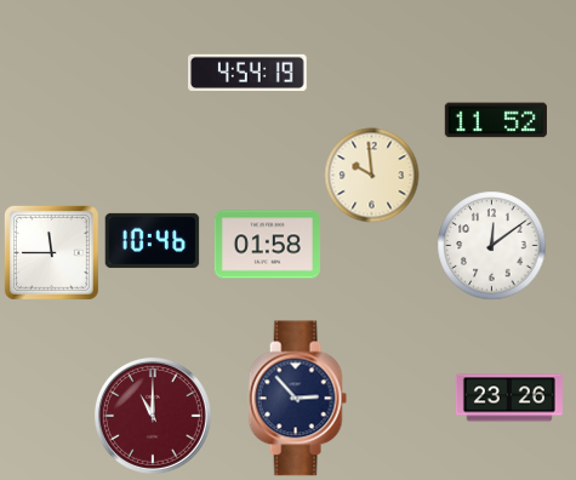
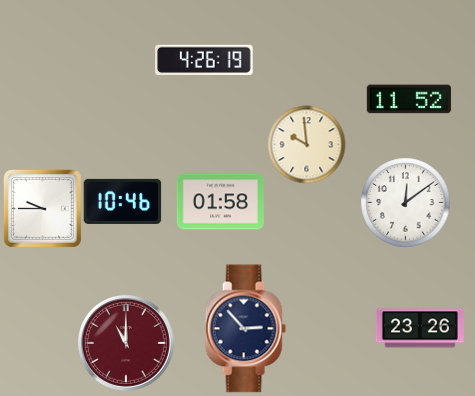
clock at (247, 72): 4:54 -> 4:26
clock at (152, 240) position: (152, 240) -> (122, 201)
clock at (51, 252): 11:45 -> 9:45
